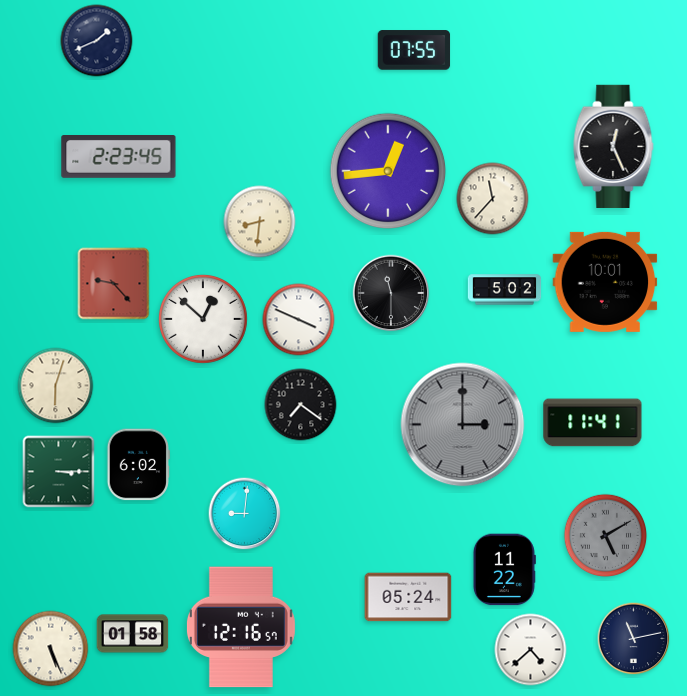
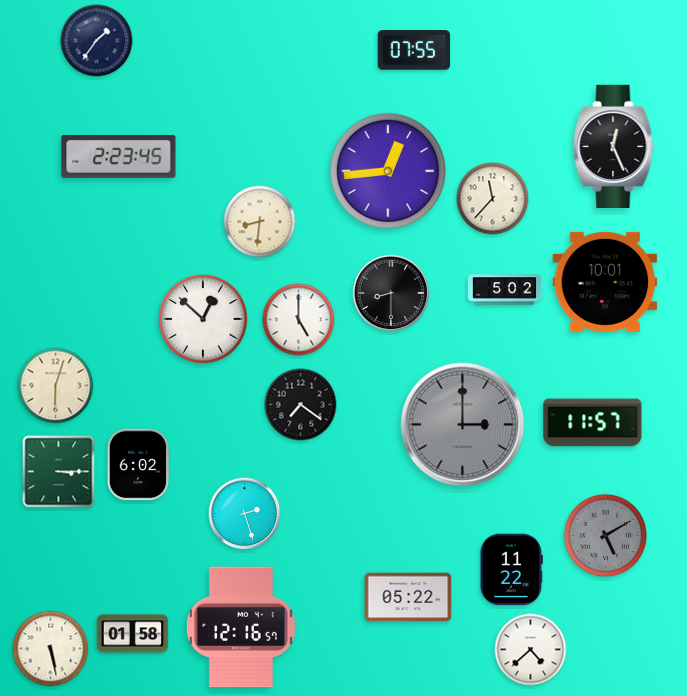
clock at (97, 41): 1:41 -> 1:36
clock at (114, 284): 9:23 -> none
clock at (391, 293): 11:30 -> 8:30
clock at (299, 320): 3:49 -> 5:00
clock at (593, 423): 11:41 -> 11:57
clock at (245, 514): 9:01 -> 2:27
clock at (504, 570) position: (504, 570) -> (511, 570)
clock at (408, 597): 05:24 -> 05:22
clock at (634, 639): 11:13 -> none
clock at (51, 649): 5:26 -> 5:28
